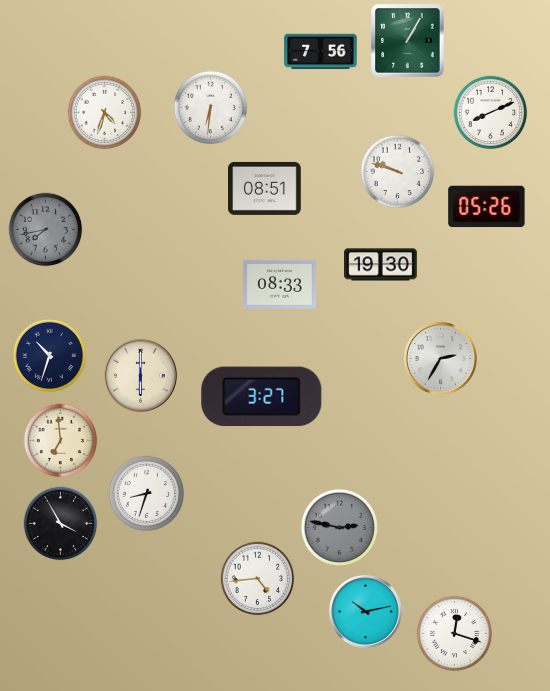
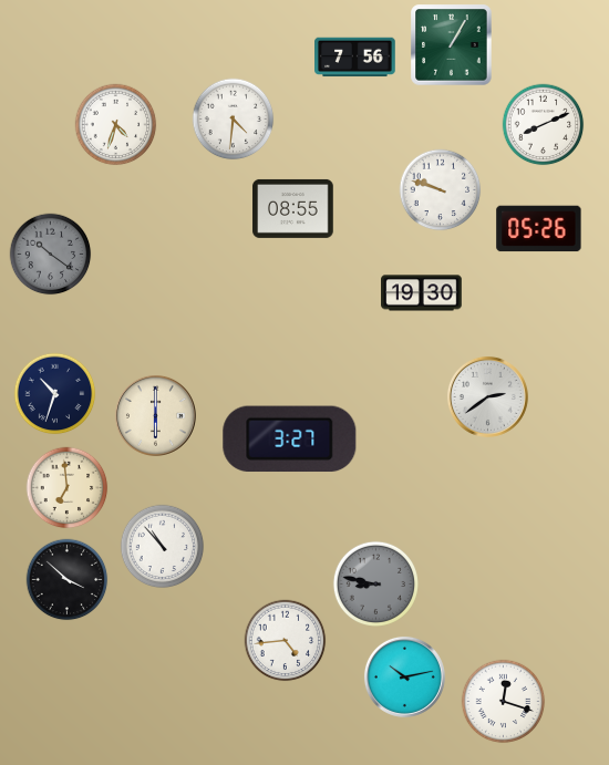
clock at (211, 108): 6:31 -> 4:31
clock at (265, 188): 08:51 -> 08:55
clock at (46, 230): 7:43 -> 10:21
clock at (280, 284): 08:33 -> none
clock at (440, 358): 2:35 -> 2:39
clock at (147, 494): 8:33 -> 10:53
clock at (61, 524): 3:55 -> 3:52
clock at (339, 527): 2:47 -> 8:47
